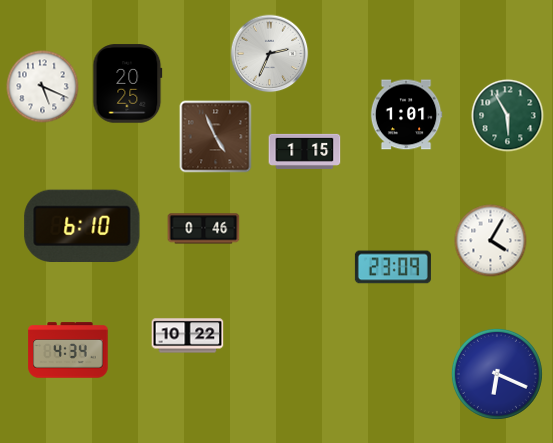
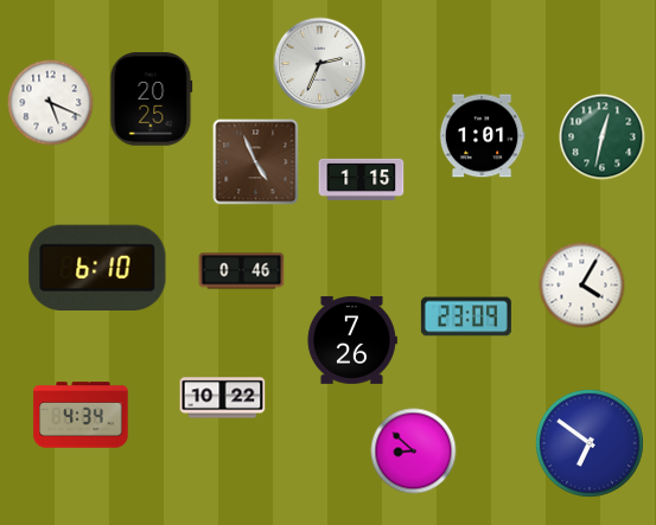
clock at (508, 116): 5:55 -> 12:32
clock at (351, 340): none -> 7:26
clock at (497, 374): 6:19 -> 6:51
clock at (414, 452): none -> 8:52
